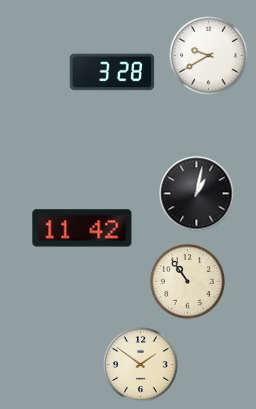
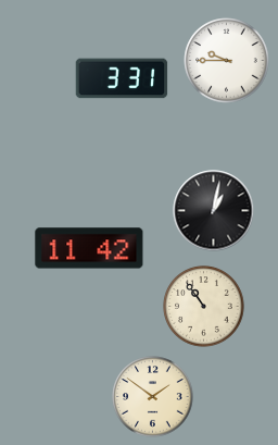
clock at (209, 56): 9:40 -> 9:45
clock at (112, 72): 3:28 -> 3:31
